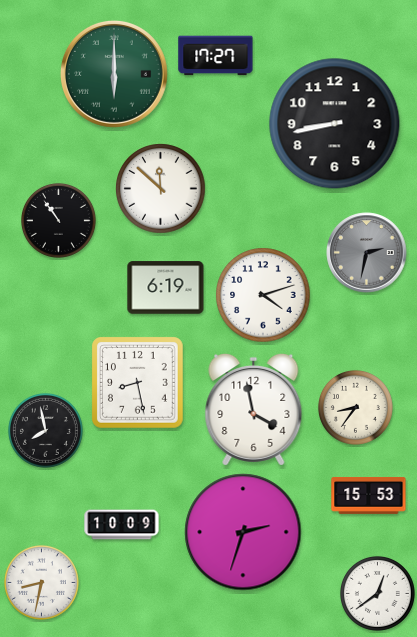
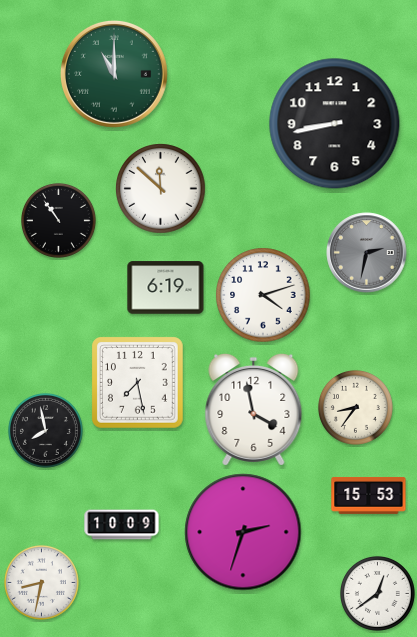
clock at (216, 56): 17:27 -> none
clock at (114, 74): 6:00 -> 11:00
clock at (138, 383): 8:28 -> 7:28
